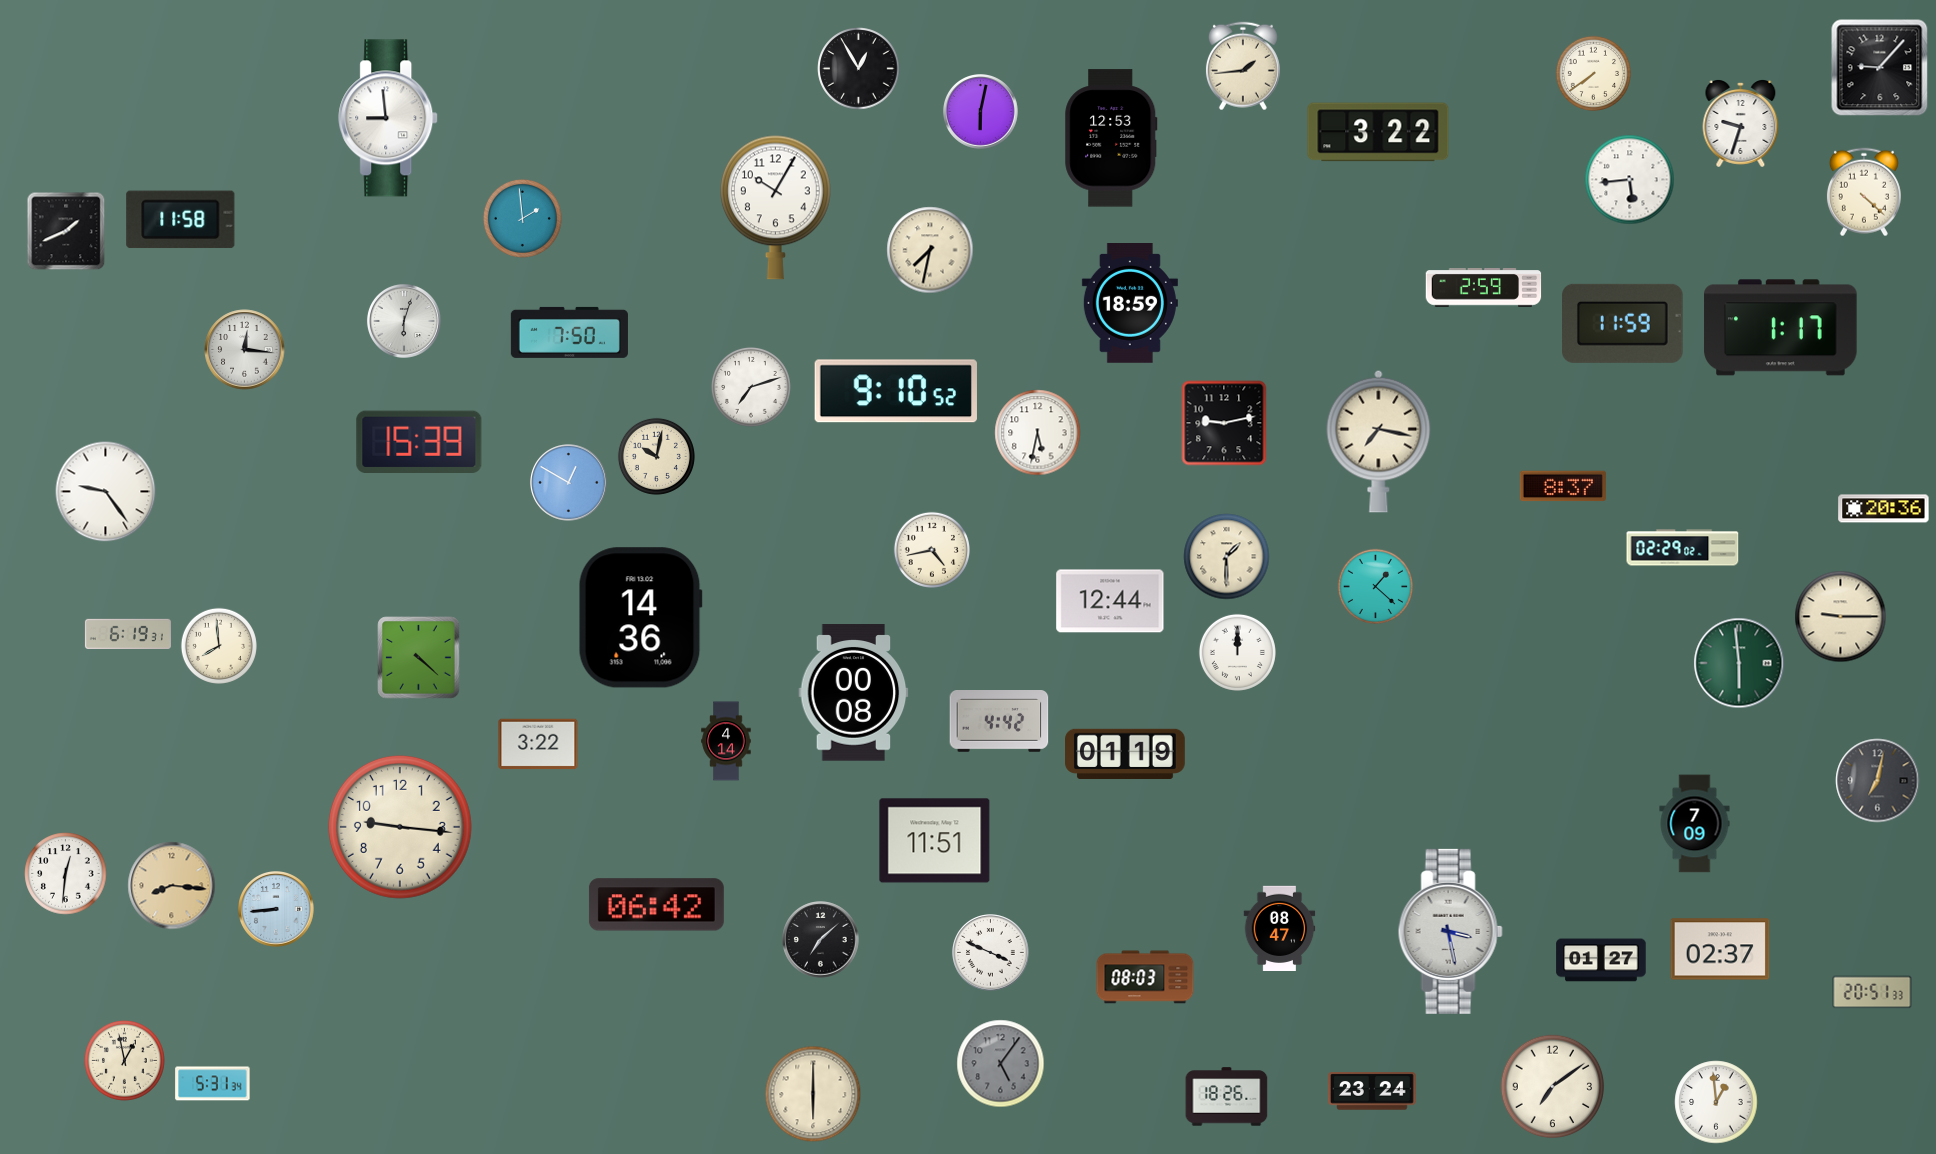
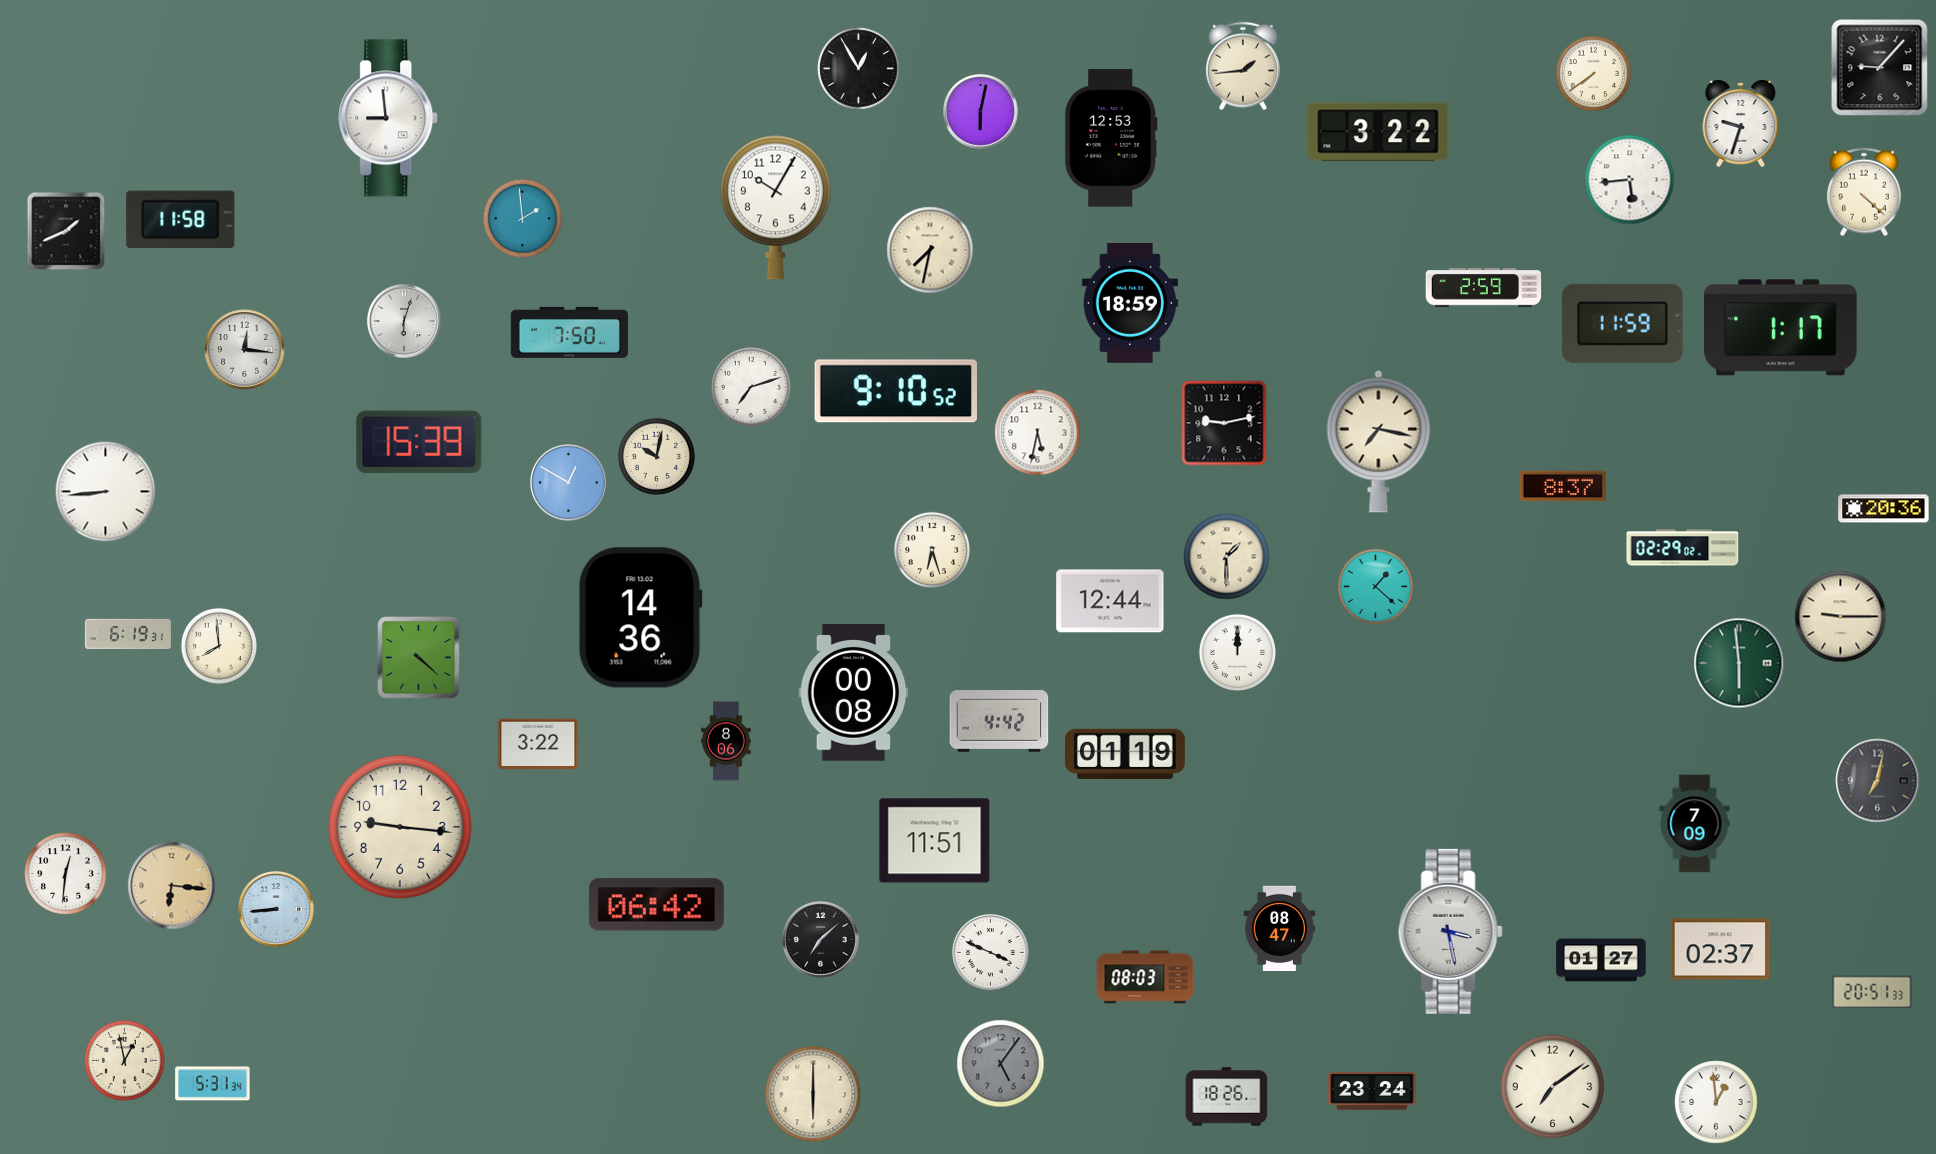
clock at (106, 492): 9:24 -> 8:44
clock at (932, 550): 4:43 -> 6:27
clock at (726, 741): 4:14 -> 8:06
clock at (172, 886): 8:16 -> 6:16
